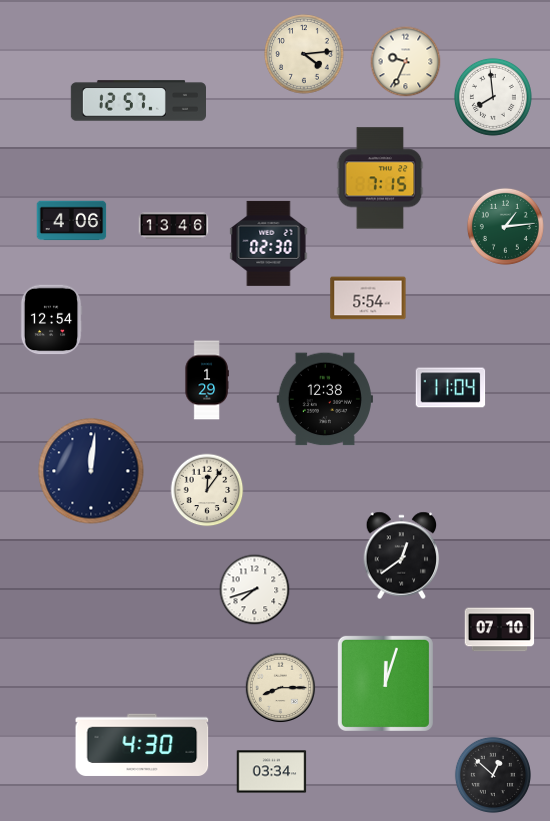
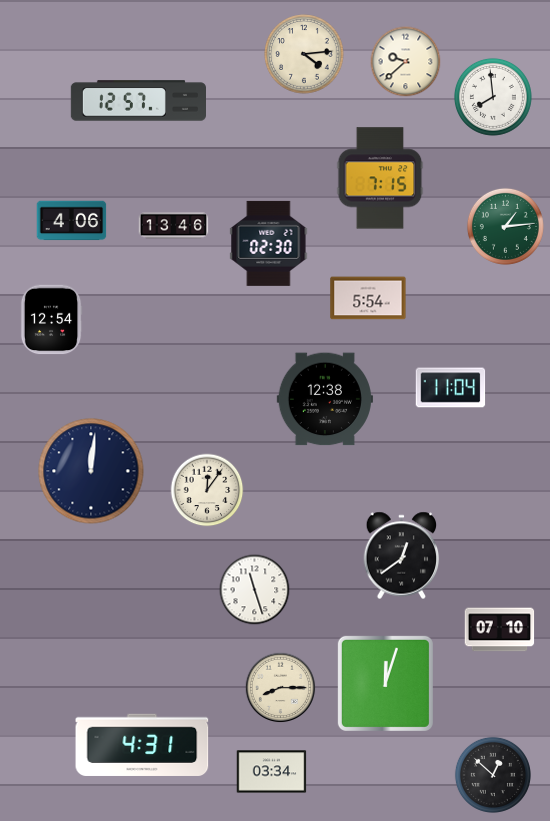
clock at (406, 62): 9:34 -> 9:38
clock at (207, 380): 1:29 -> none
clock at (255, 590): 7:42 -> 11:27
clock at (142, 745): 4:30 -> 4:31
